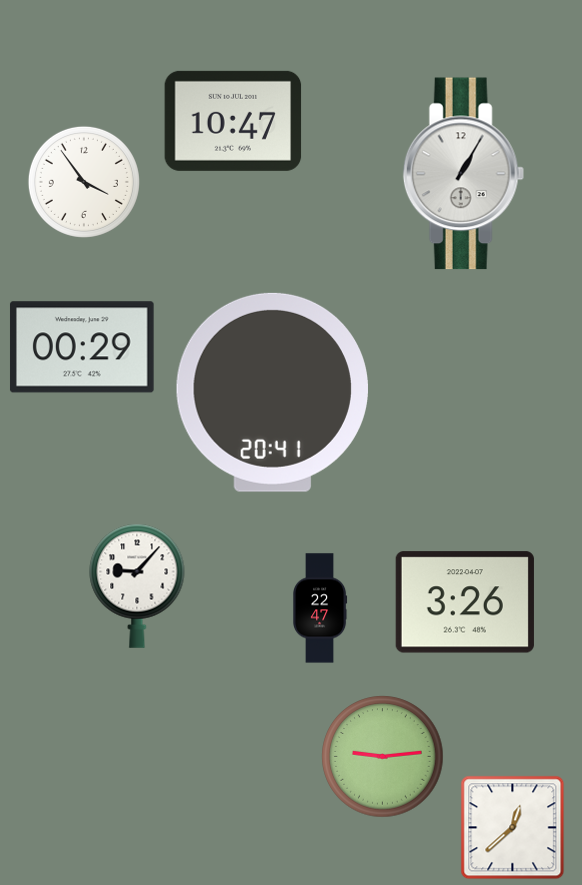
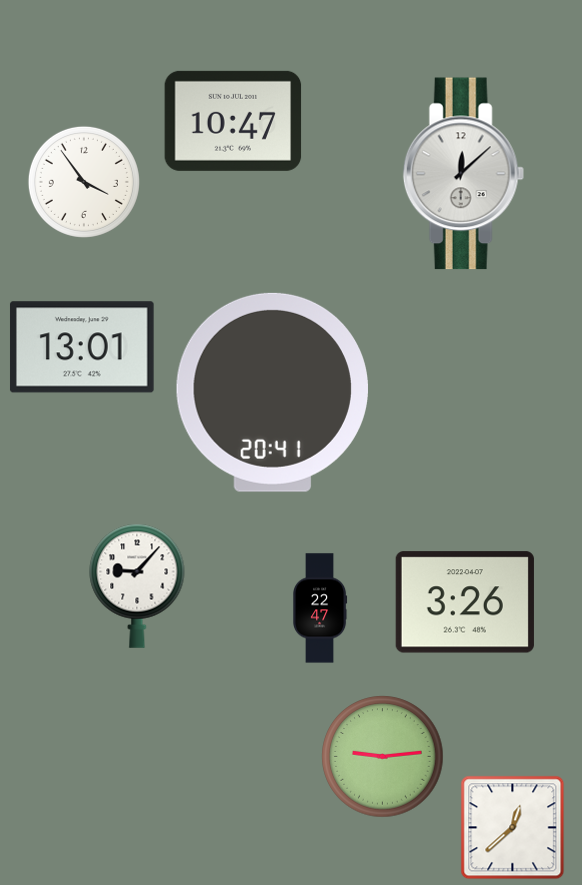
clock at (463, 174): 1:05 -> 12:08
clock at (82, 347): 00:29 -> 13:01
